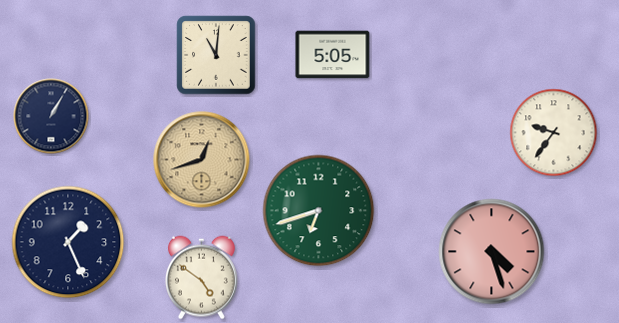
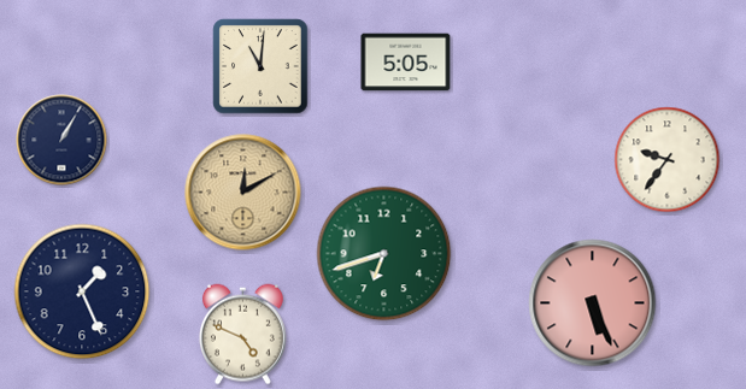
clock at (333, 55) position: (333, 55) -> (406, 63)
clock at (202, 160): 12:42 -> 12:10
clock at (492, 252): 4:27 -> 5:26
clock at (201, 278): 4:51 -> 4:49
